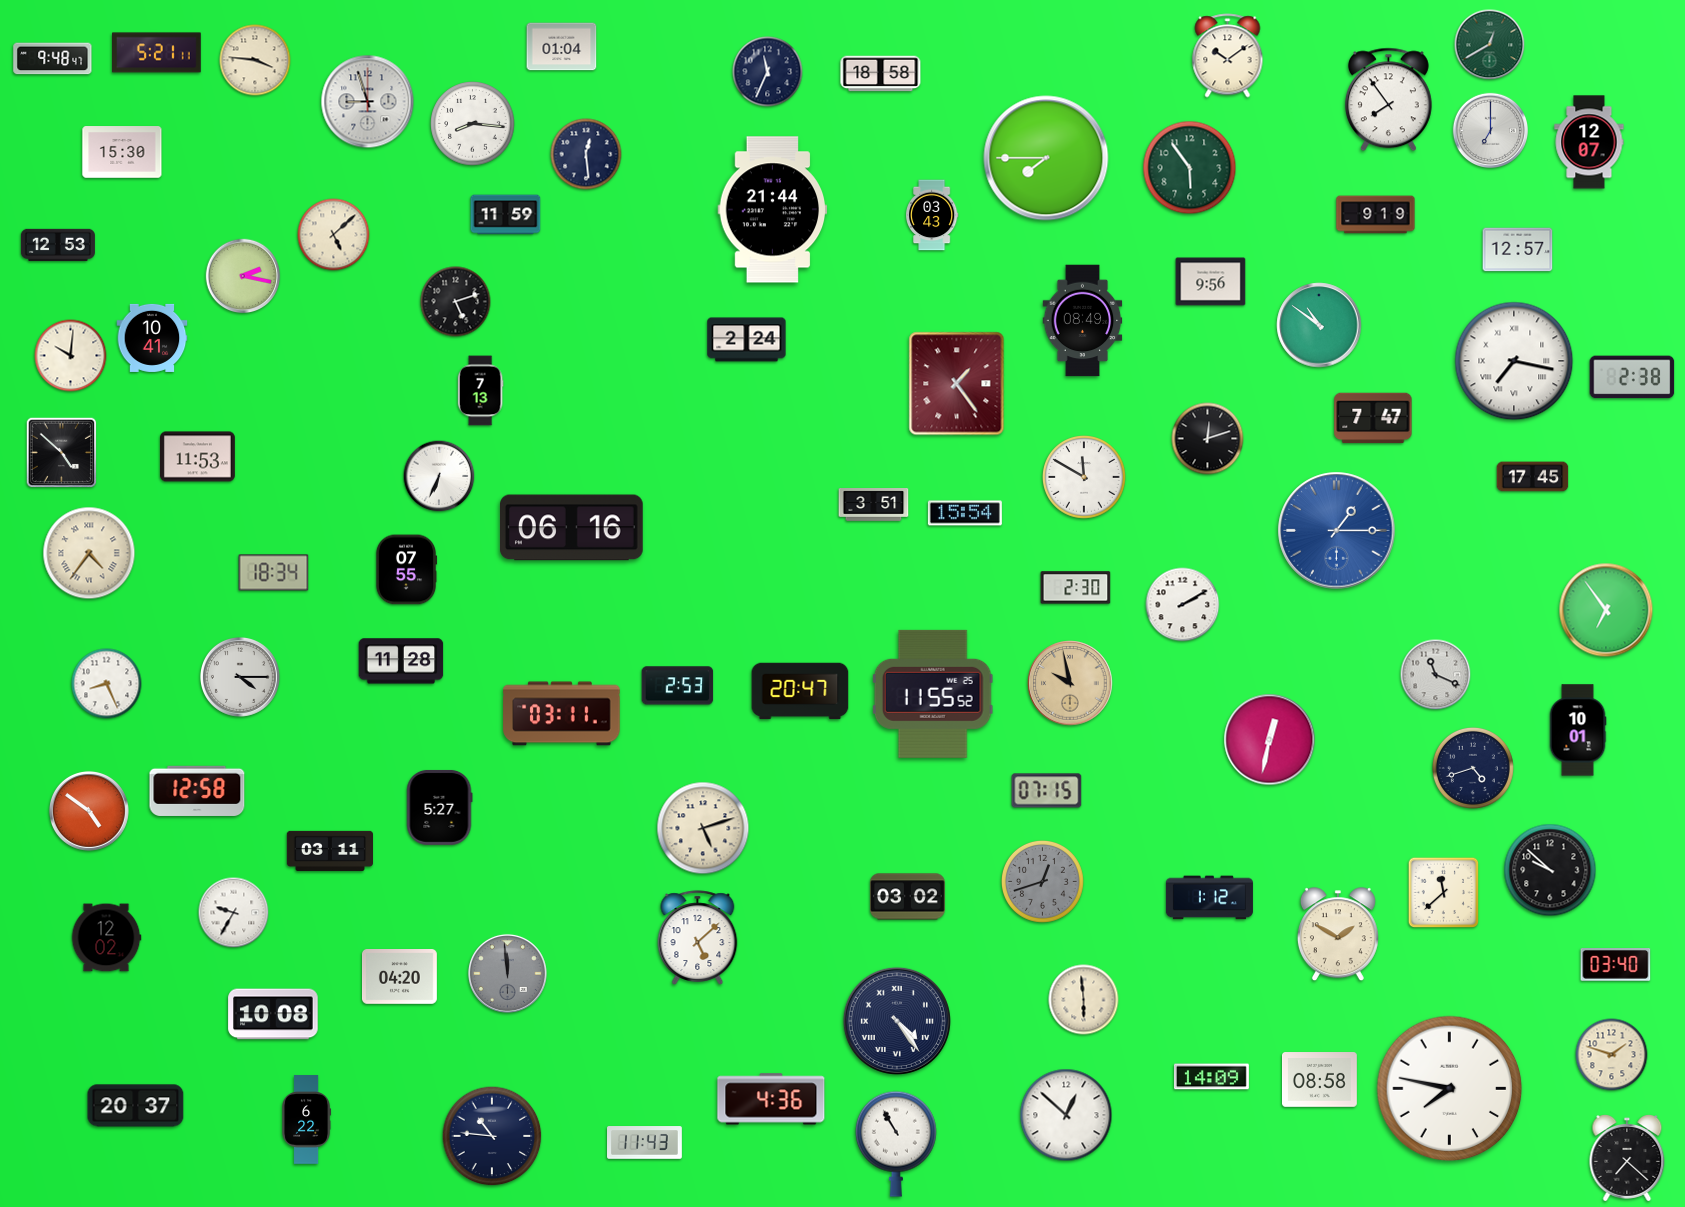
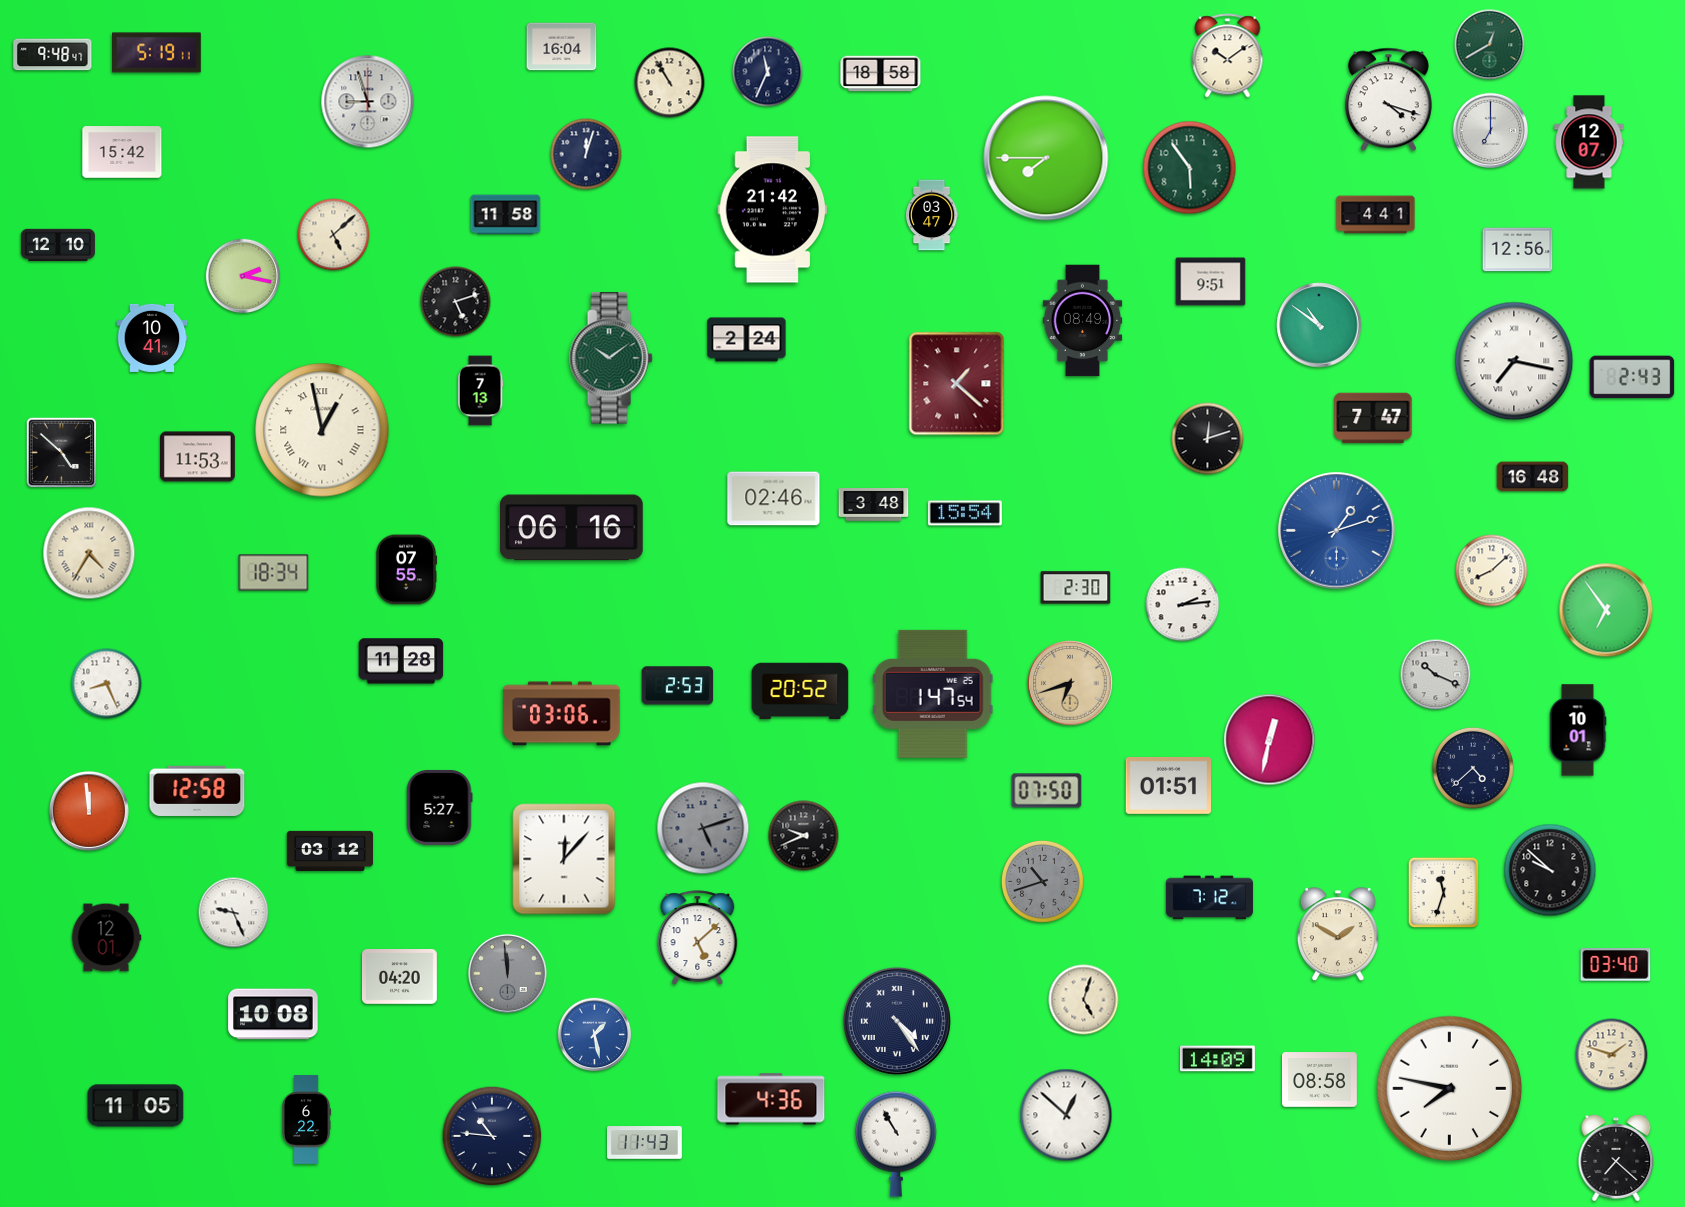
clock at (562, 47): 01:04 -> 16:04
clock at (157, 53): 5:21 -> 5:19
clock at (53, 59) position: (53, 59) -> (53, 55)
clock at (255, 60): 3:46 -> none
clock at (670, 83): none -> 10:55
clock at (1388, 100): 7:54 -> 4:18
clock at (473, 124): 8:16 -> none
clock at (122, 152): 15:30 -> 15:42
clock at (586, 154): 12:29 -> 12:03
clock at (773, 210): 21:44 -> 21:42
clock at (506, 215): 11:59 -> 11:58
clock at (932, 215): 03:43 -> 03:47
clock at (1376, 215): 9:19 -> 4:41
clock at (58, 245): 12:53 -> 12:10
clock at (1518, 250): 12:57 -> 12:56
clock at (1211, 282): 9:56 -> 9:51
clock at (71, 356): 10:01 -> none
clock at (611, 358): none -> 10:09
clock at (1632, 377): 2:38 -> 2:43
clock at (957, 384): 1:24 -> 1:22
clock at (322, 430): none -> 12:58
clock at (439, 476): 6:34 -> none
clock at (1533, 477): 17:45 -> 16:48
clock at (1085, 478): 11:50 -> none
clock at (774, 499): none -> 02:46
clock at (874, 505): 3:51 -> 3:48
clock at (1337, 531): 1:15 -> 1:12
clock at (89, 553): 4:36 -> 4:35
clock at (1492, 571): none -> 8:08
clock at (1183, 605): 2:10 -> 2:14
clock at (1436, 675): 11:19 -> 10:19
clock at (240, 677): 4:15 -> none
clock at (1070, 683): 9:58 -> 6:42
clock at (800, 691): 20:47 -> 20:52
clock at (933, 694): 11:55 -> 1:47
clock at (562, 714): 03:11 -> 03:06
clock at (1473, 768): 4:42 -> 4:38
clock at (1169, 785): none -> 01:51
clock at (1047, 791): 07:15 -> 07:50
clock at (89, 811): 4:51 -> 11:59
clock at (703, 828) dial: cream -> grey
clock at (804, 836): none -> 9:41
clock at (329, 851): 03:11 -> 03:12
clock at (564, 859): none -> 12:07
clock at (1042, 881): 12:42 -> 10:42
clock at (1444, 893): 11:38 -> 11:33
clock at (908, 897): 03:02 -> none
clock at (1209, 898): 1:12 -> 7:12
clock at (234, 913): 9:35 -> 9:26
clock at (106, 938): 12:02 -> 12:01
clock at (1084, 1000): 5:59 -> 5:03
clock at (595, 1035): none -> 1:28
clock at (1212, 1077) position: (1212, 1077) -> (1218, 1059)
clock at (136, 1106): 20:37 -> 11:05
clock at (1627, 1158) position: (1627, 1158) -> (1616, 1158)
